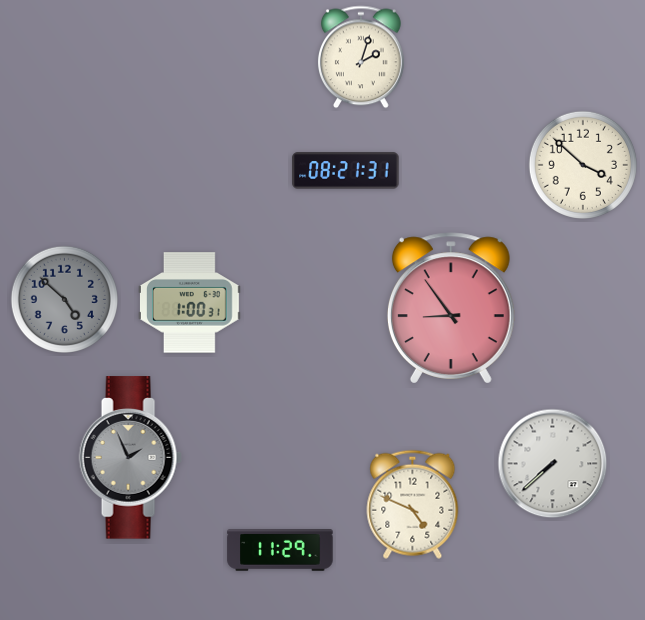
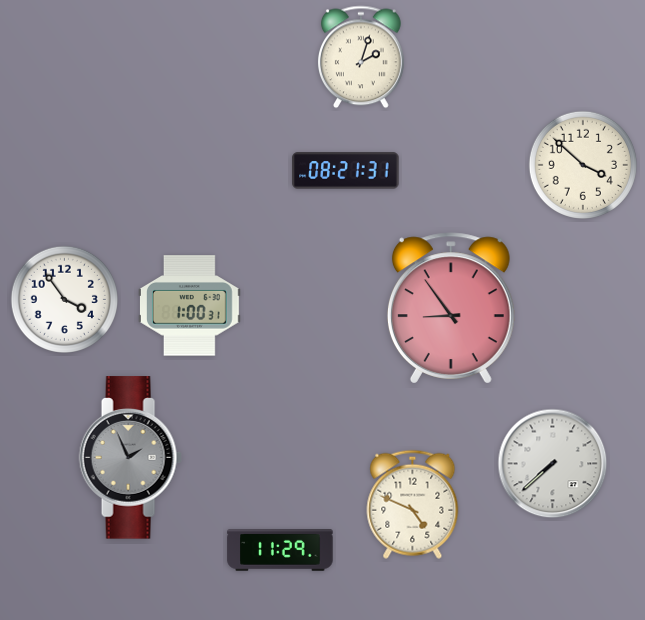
clock at (64, 299): 4:52 -> 3:54
clock at (64, 299) dial: grey -> white
clock at (190, 303) position: (190, 303) -> (190, 306)
